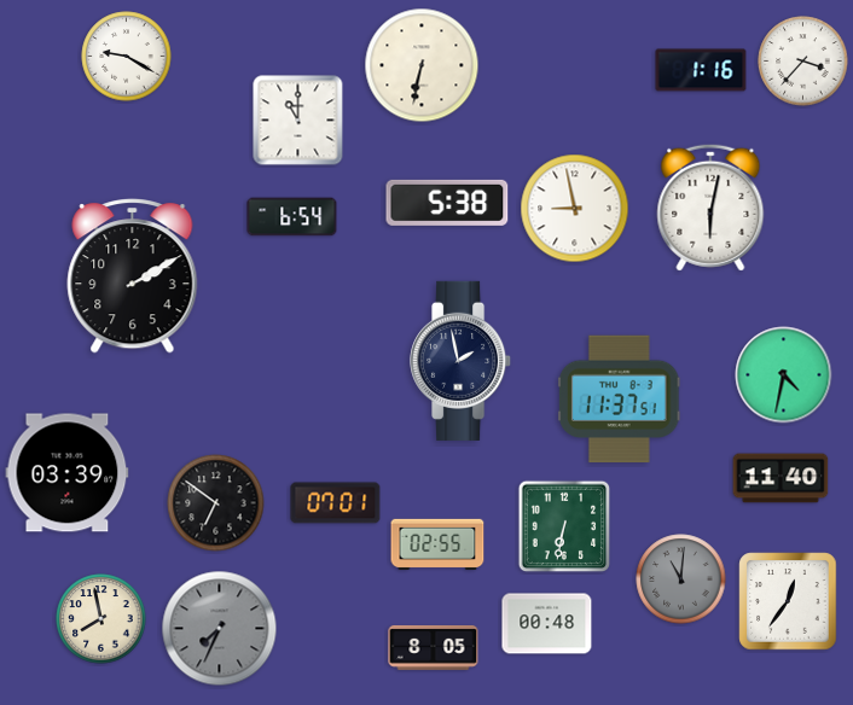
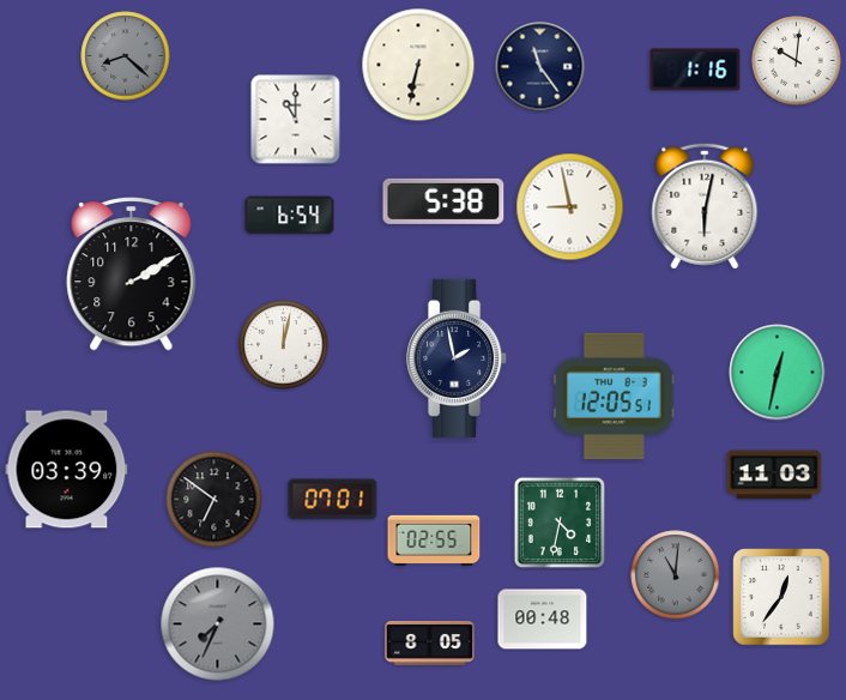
clock at (127, 57): 9:20 -> 8:22
clock at (127, 57) dial: white -> grey
clock at (803, 62): 3:37 -> 10:01
clock at (540, 67): none -> 11:24
clock at (284, 345): none -> 12:02
clock at (784, 375): 4:32 -> 12:32
clock at (620, 400): 11:37 -> 12:05
clock at (781, 478): 11:40 -> 11:03
clock at (564, 526): 6:32 -> 4:32
clock at (101, 619): 7:58 -> none
